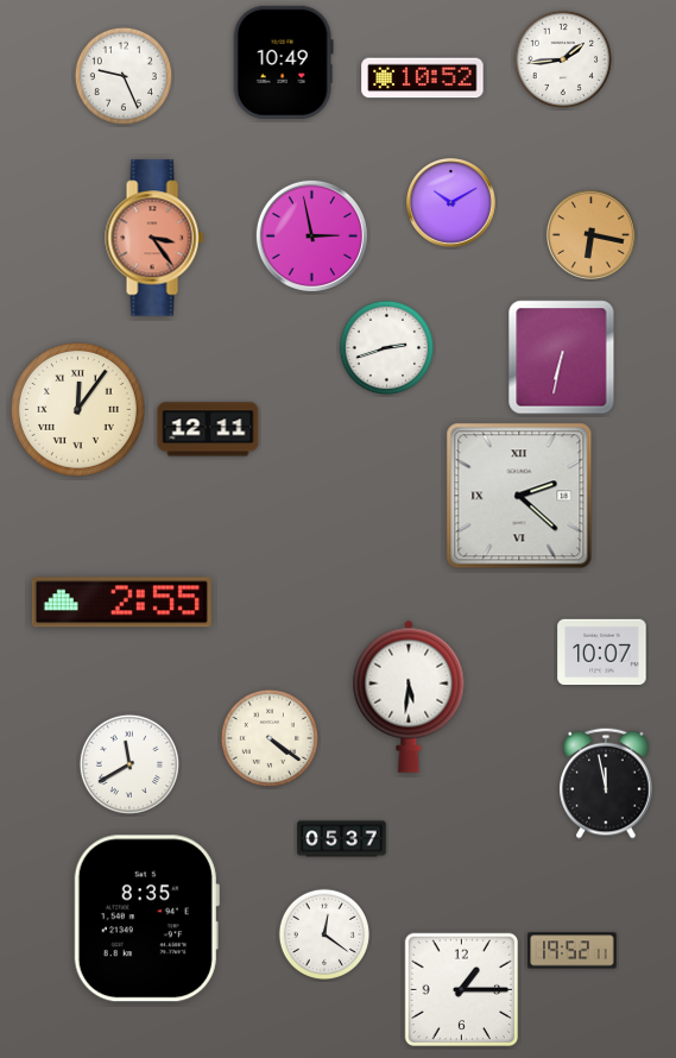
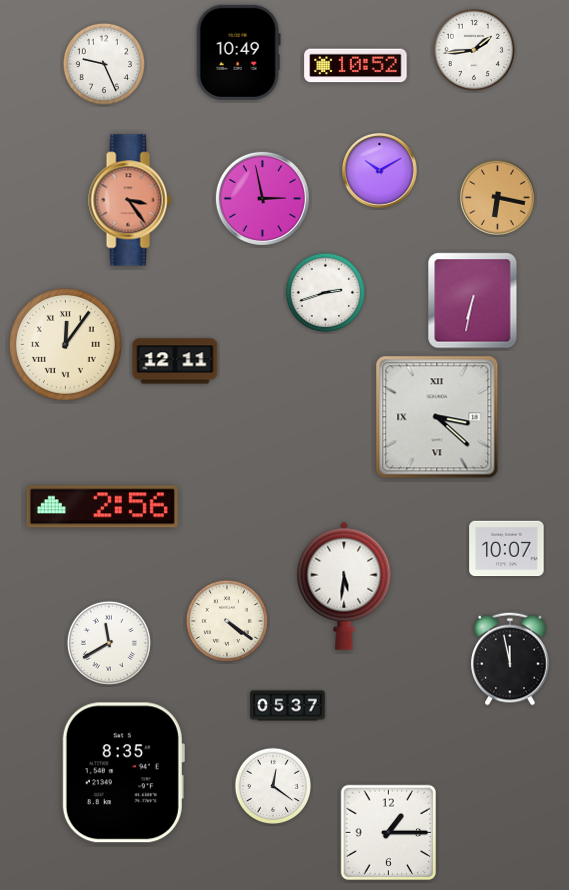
clock at (519, 496): 2:22 -> 3:22
clock at (121, 603): 2:55 -> 2:56
clock at (573, 951): 19:52 -> none
